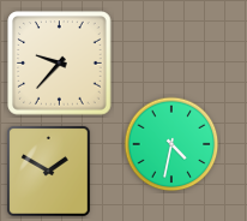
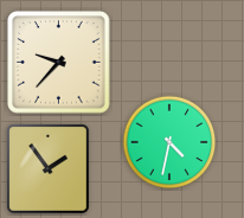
clock at (49, 172): 1:50 -> 1:54
